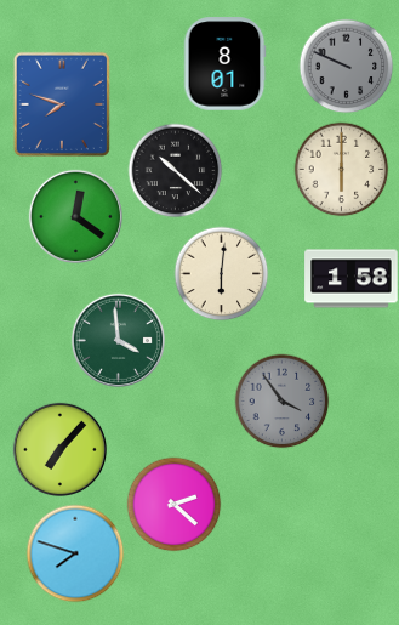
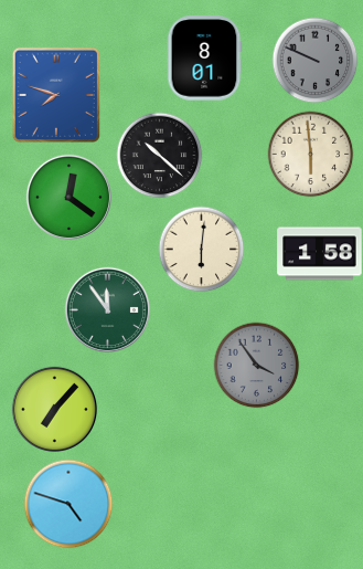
clock at (341, 169): 6:00 -> 5:59
clock at (118, 340): 3:59 -> 11:54
clock at (173, 504): 2:22 -> none
clock at (75, 553): 7:48 -> 4:48
